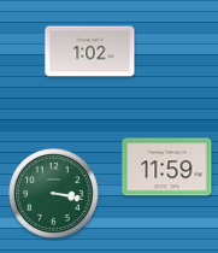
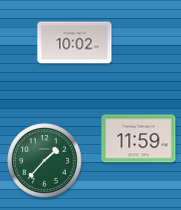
clock at (90, 52): 1:02 -> 10:02
clock at (54, 194): 3:17 -> 1:37
